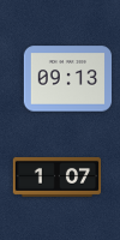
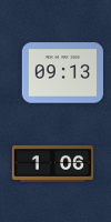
clock at (58, 176): 1:07 -> 1:06
